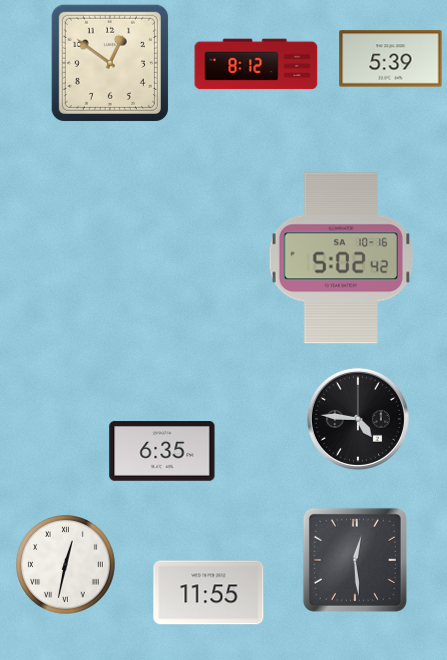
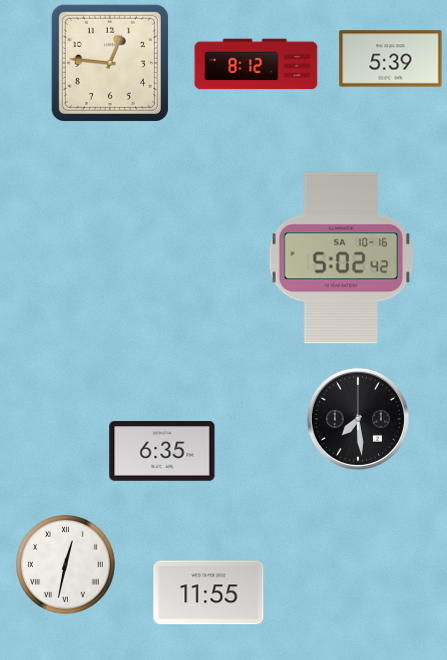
clock at (110, 63): 12:51 -> 12:46
clock at (358, 419): 4:46 -> 7:29
clock at (355, 560): 12:29 -> none
